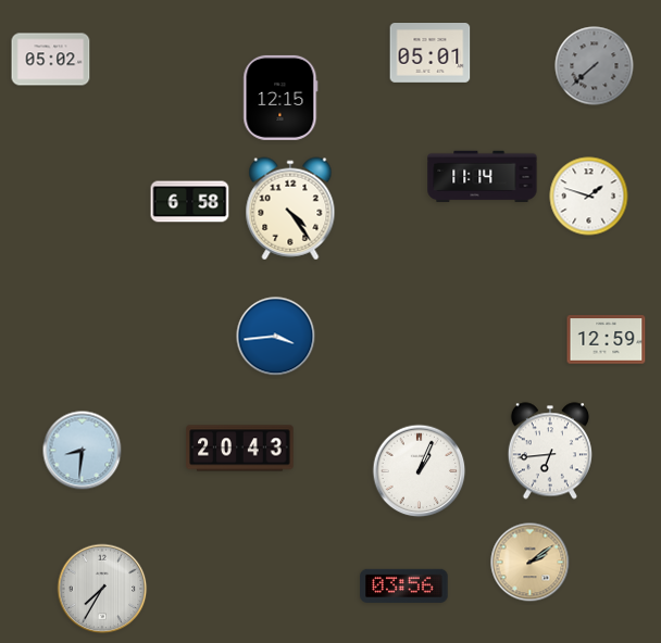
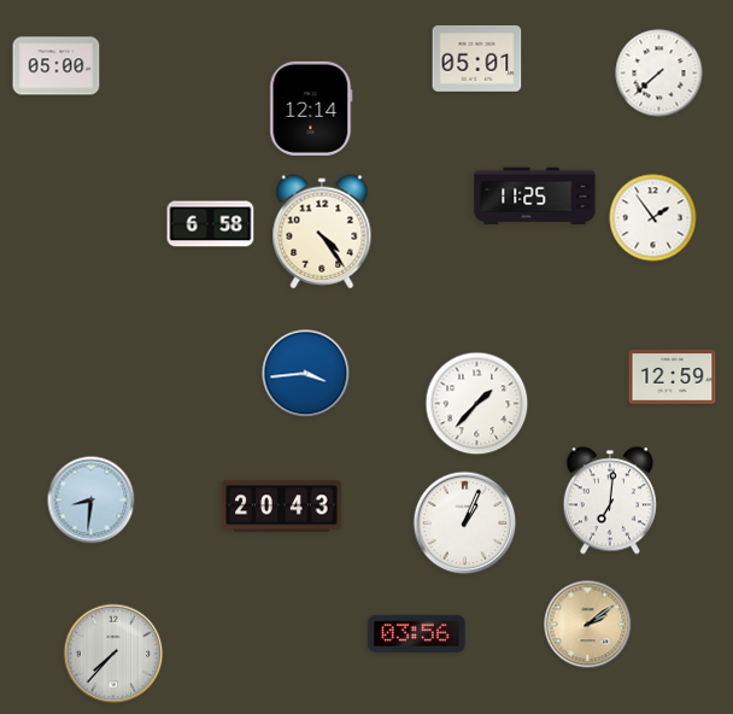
clock at (51, 60): 05:02 -> 05:00
clock at (595, 66) dial: grey -> white
clock at (280, 98): 12:15 -> 12:14
clock at (483, 177): 11:14 -> 11:25
clock at (589, 197): 1:48 -> 1:54
clock at (477, 404): none -> 1:37
clock at (240, 449) position: (240, 449) -> (282, 507)
clock at (550, 451): 6:44 -> 7:01
clock at (404, 585) position: (404, 585) -> (417, 633)
clock at (102, 589): 7:35 -> 7:37
